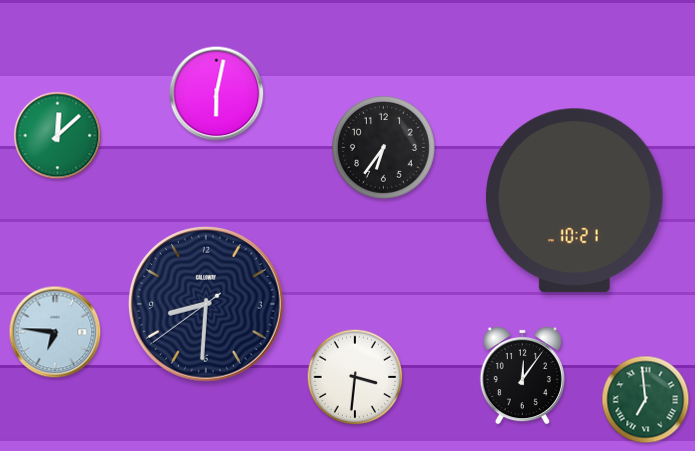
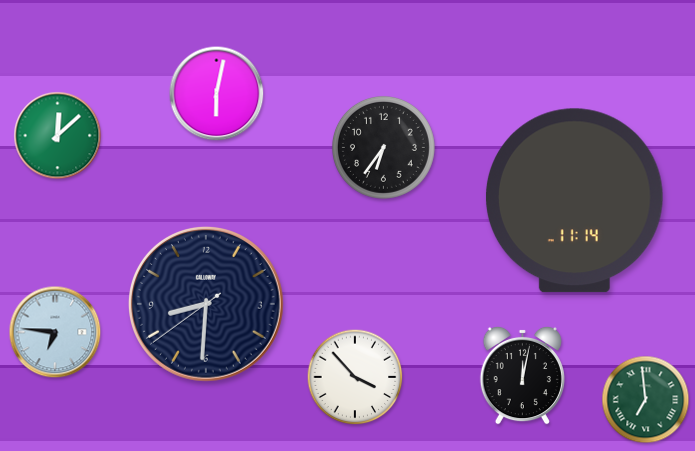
clock at (574, 201): 10:21 -> 11:14
clock at (522, 375): 12:06 -> 12:02
clock at (355, 377): 3:31 -> 3:53
